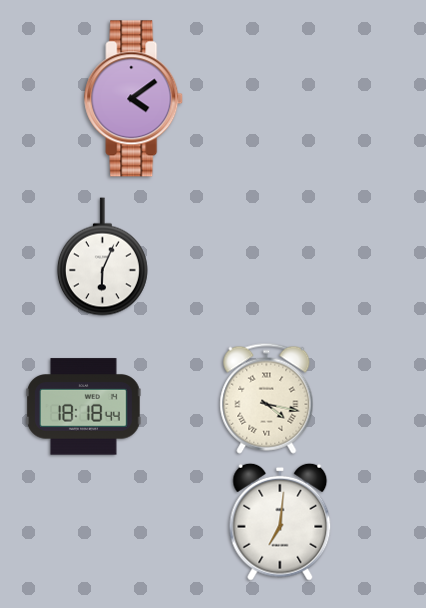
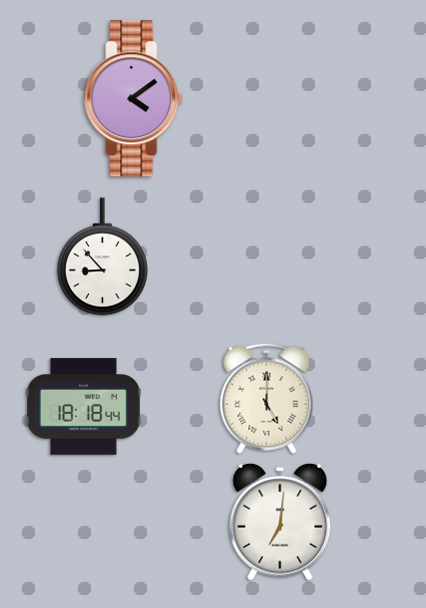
clock at (102, 257): 6:04 -> 8:53
clock at (267, 398): 4:17 -> 5:00
